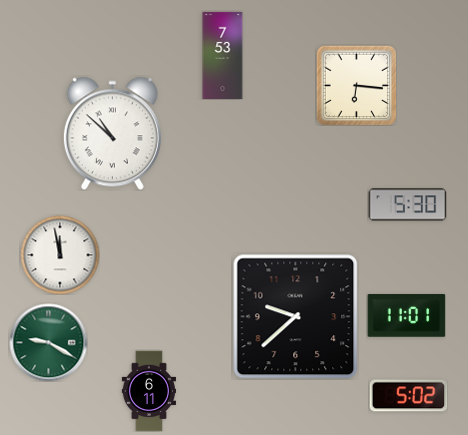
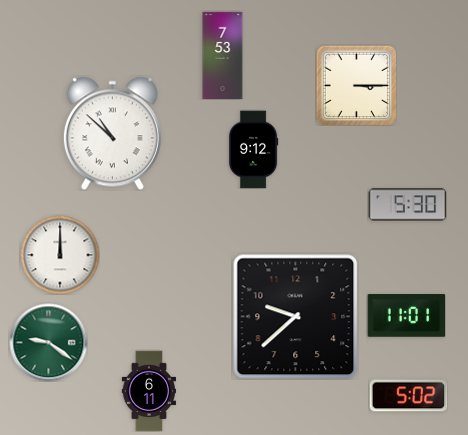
clock at (356, 85): 6:16 -> 3:15
clock at (253, 149): none -> 9:12
clock at (60, 255): 11:58 -> 12:00
clock at (48, 342): 9:20 -> 9:21
